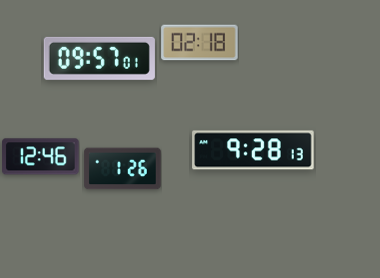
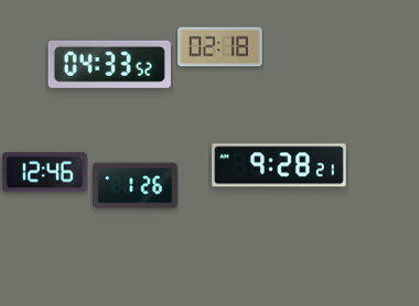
clock at (99, 58): 09:57 -> 04:33
clock at (253, 150): 9:28:13 -> 9:28:21
